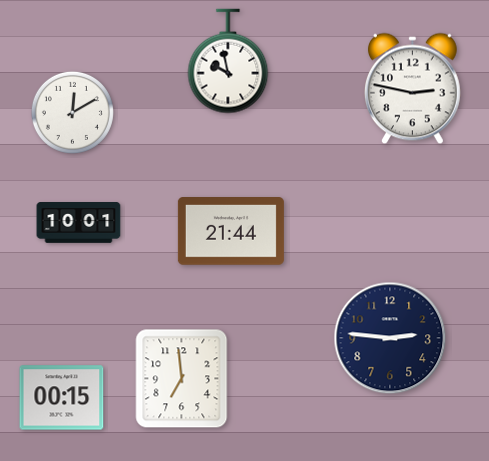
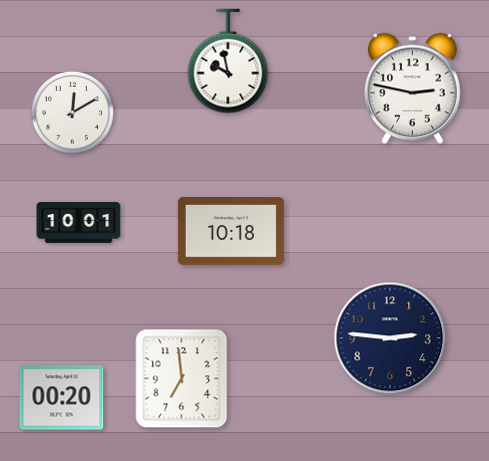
clock at (231, 232): 21:44 -> 10:18
clock at (62, 398): 00:15 -> 00:20
